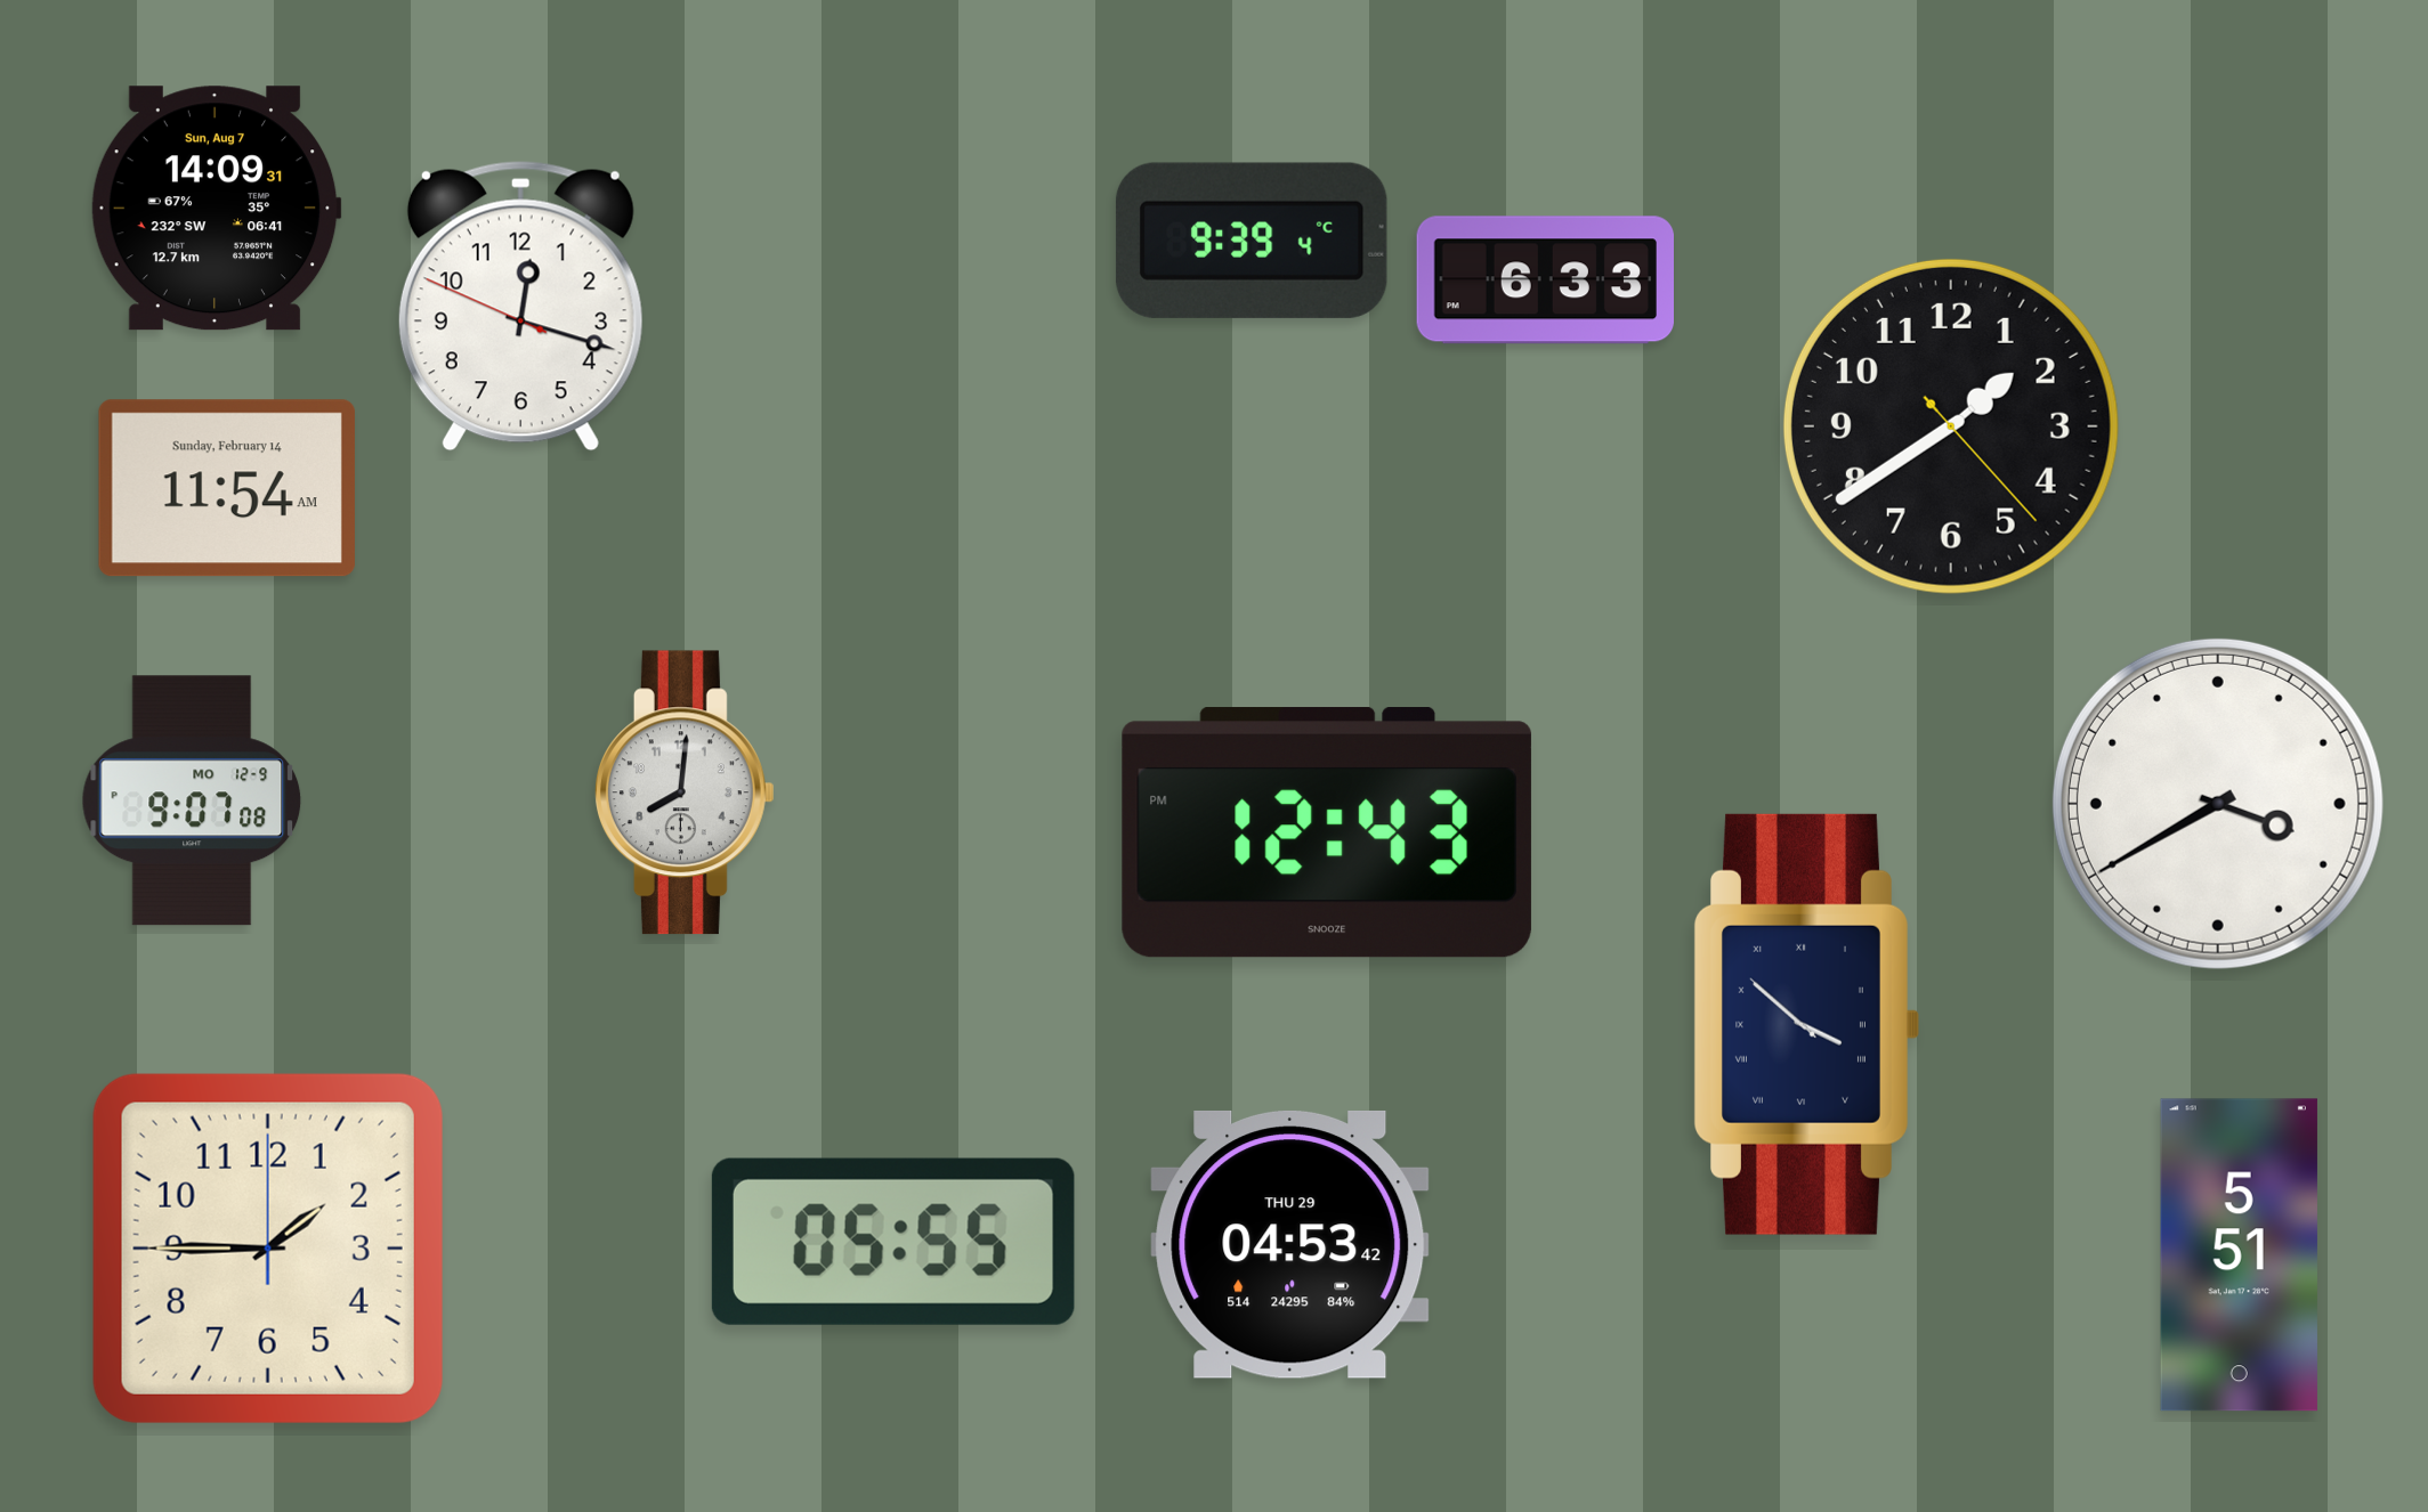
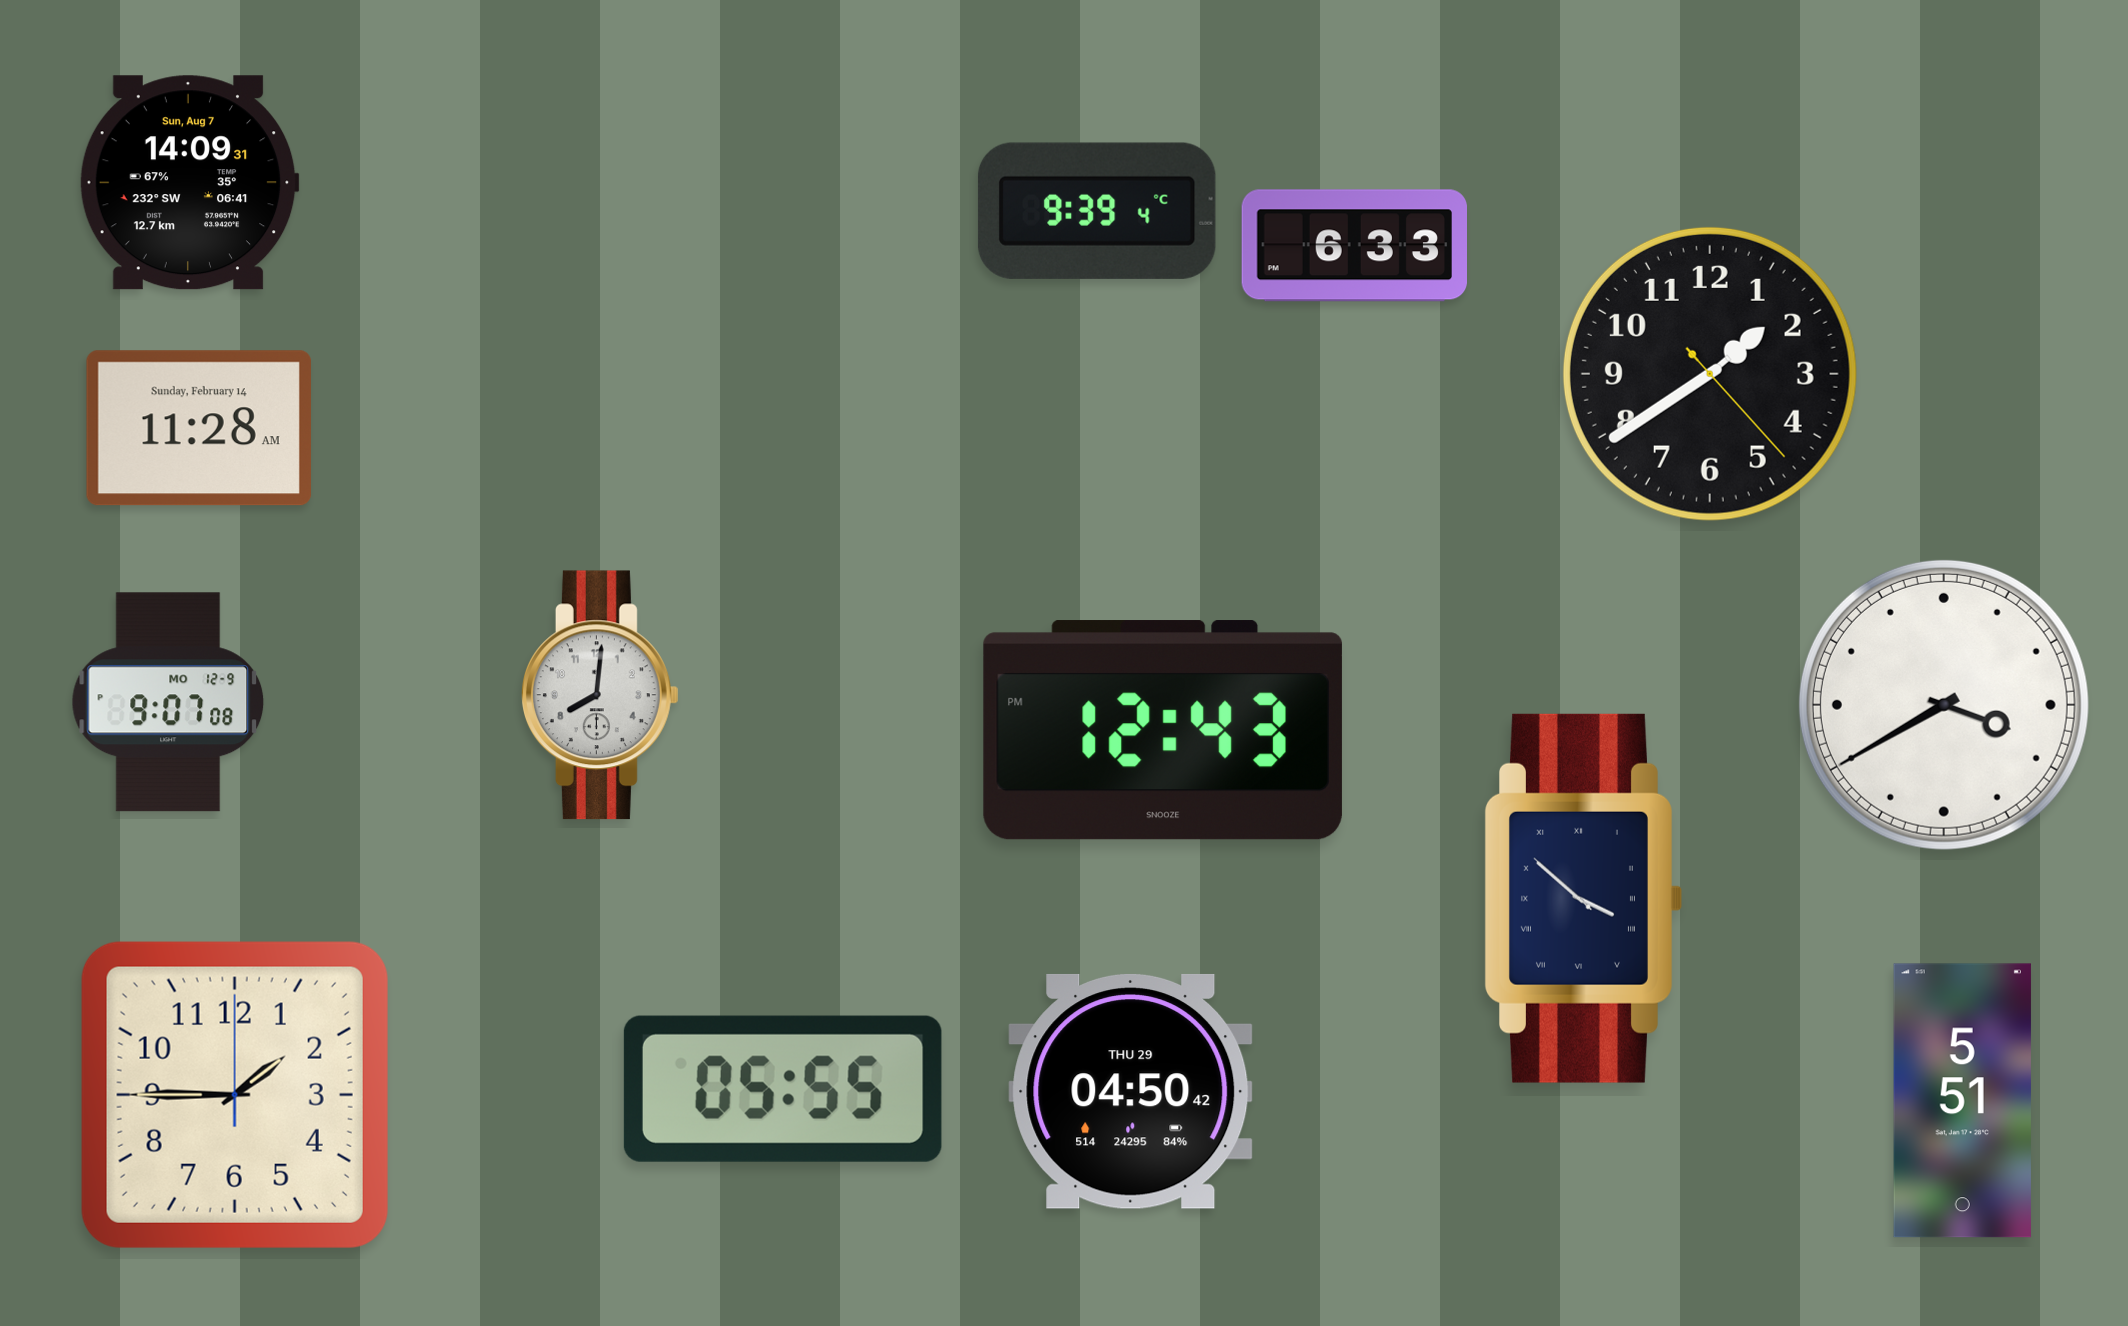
clock at (520, 307): 12:17 -> none
clock at (227, 488): 11:54 -> 11:28
clock at (1290, 1244): 04:53 -> 04:50
